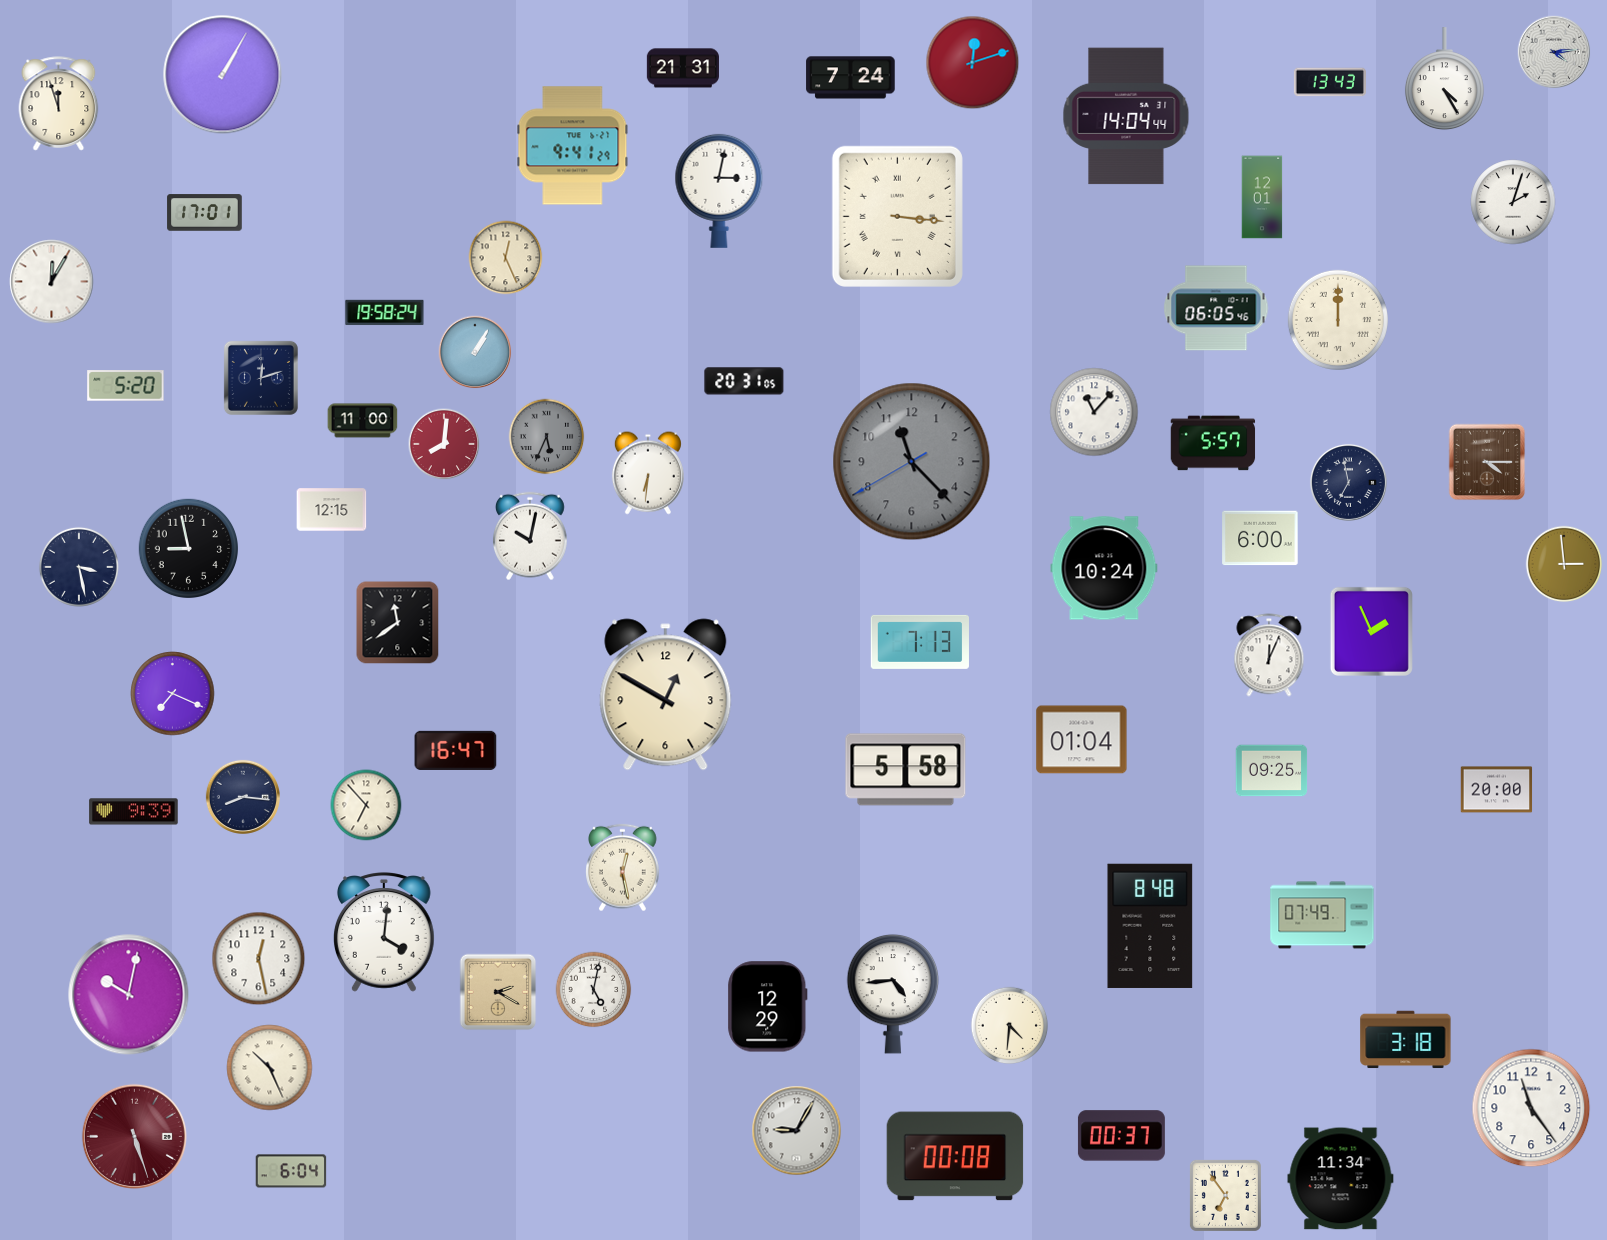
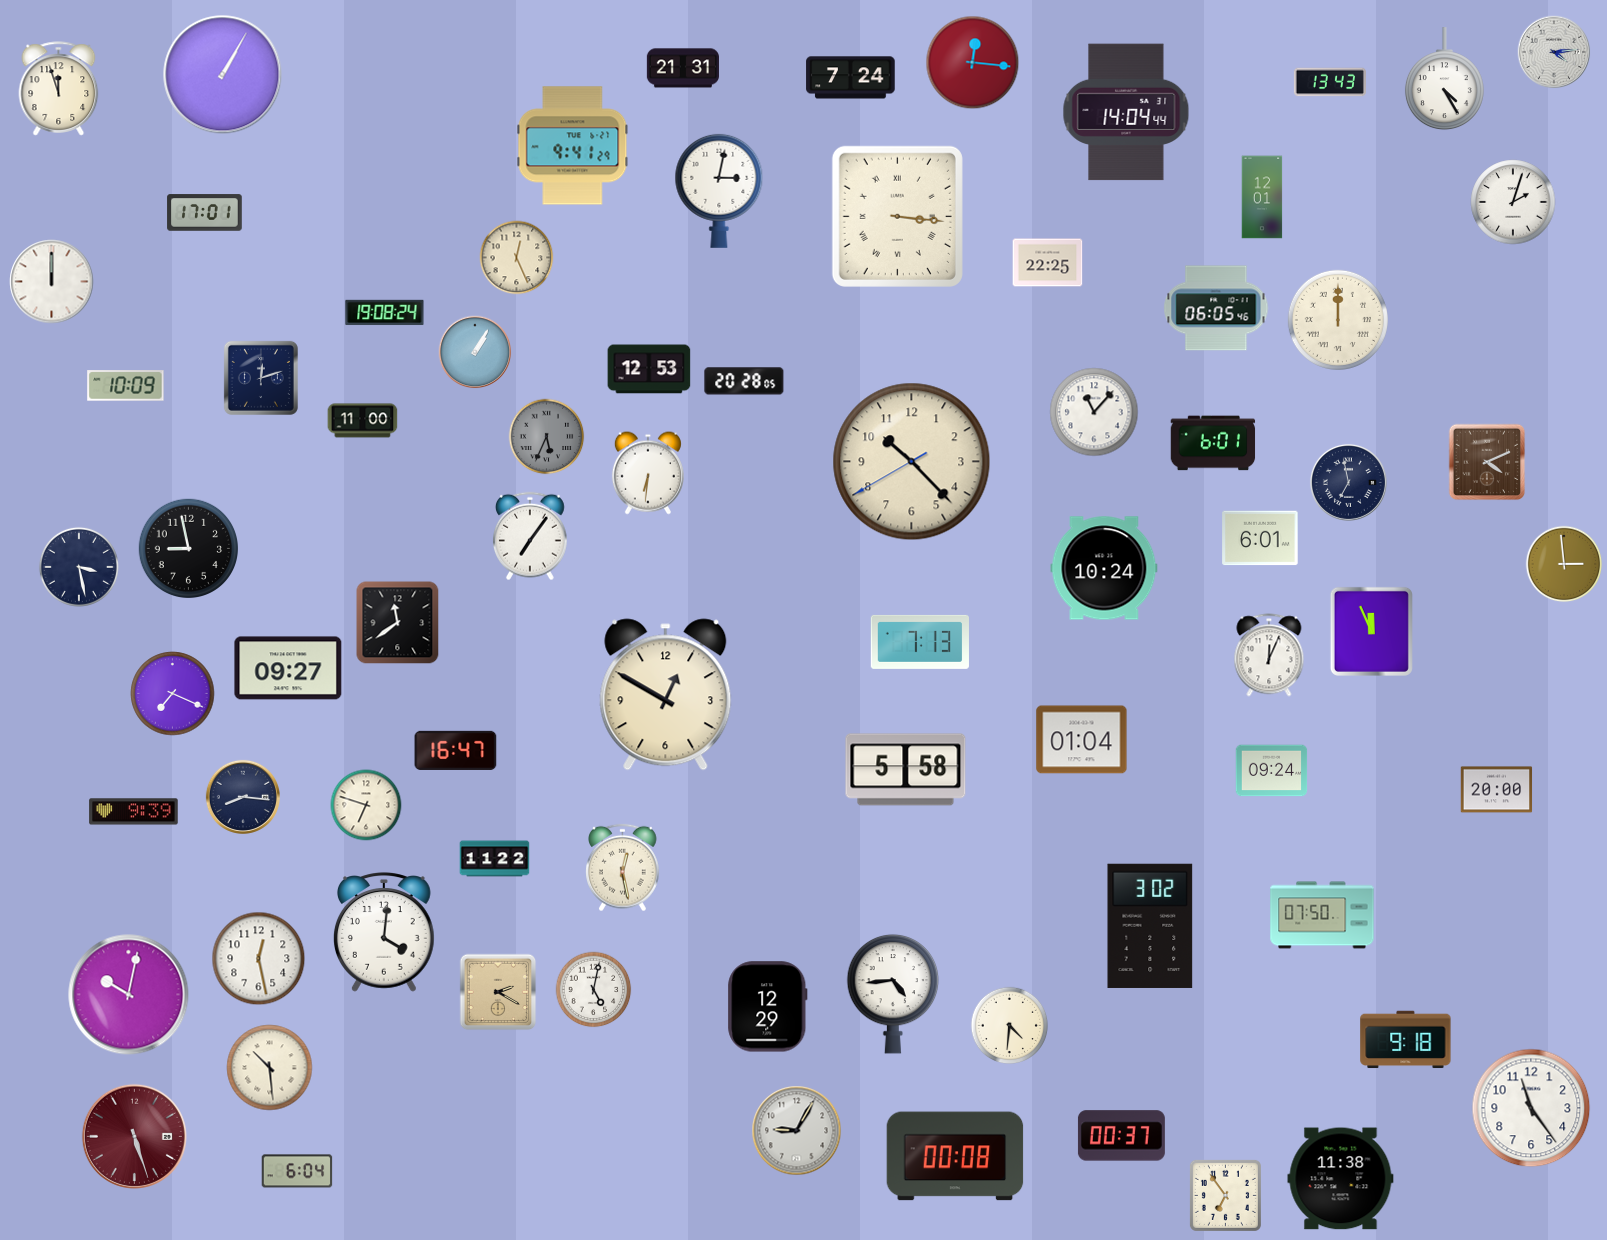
clock at (973, 63): 12:12 -> 12:16
clock at (59, 104) position: (59, 104) -> (59, 89)
clock at (1126, 116) position: (1126, 116) -> (1126, 112)
clock at (506, 258) position: (506, 258) -> (517, 258)
clock at (1048, 263): none -> 22:25
clock at (52, 282): 12:05 -> 12:00
clock at (385, 313): 19:58 -> 19:08
clock at (649, 369): none -> 12:53
clock at (744, 381): 20:31 -> 20:28
clock at (126, 386): 5:20 -> 10:09
clock at (1213, 443): 5:57 -> 6:01
clock at (444, 444): 8:01 -> none
clock at (912, 462): 11:22 -> 10:22
clock at (912, 462) dial: grey -> cream
clock at (1487, 462): 4:15 -> 4:11
clock at (332, 510): 12:15 -> none
clock at (530, 536): 10:02 -> 7:06
clock at (1260, 538): 6:00 -> 6:01
clock at (1371, 631): 1:56 -> 11:56
clock at (288, 668): none -> 09:27
clock at (1272, 771): 09:25 -> 09:24
clock at (366, 805): 6:53 -> 6:48
clock at (495, 859): none -> 11:22
clock at (1322, 915): 07:49 -> 07:50
clock at (1150, 926): 8:48 -> 3:02
clock at (1406, 1040): 3:18 -> 9:18
clock at (270, 1068): 10:26 -> 10:29
clock at (291, 1171) position: (291, 1171) -> (297, 1171)
clock at (1341, 1179): 11:34 -> 11:38
